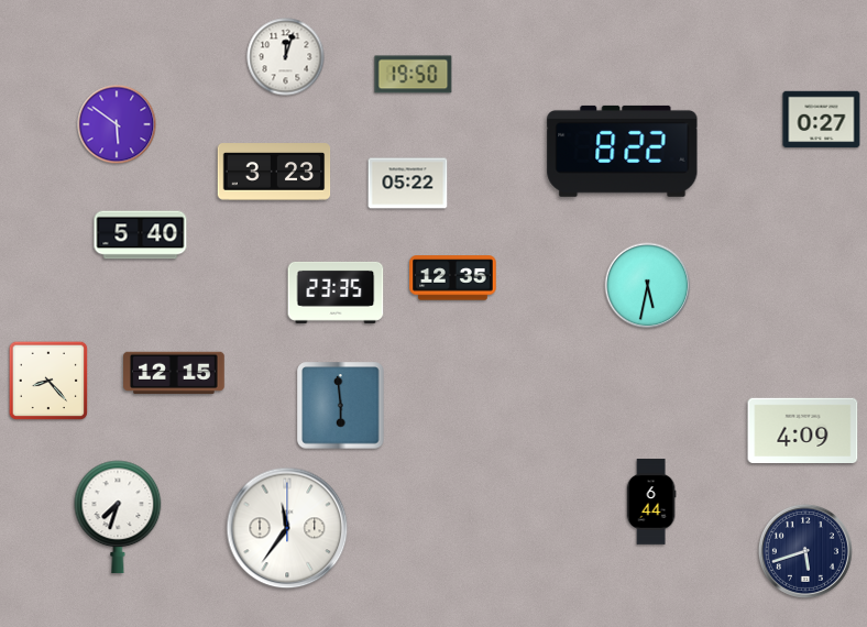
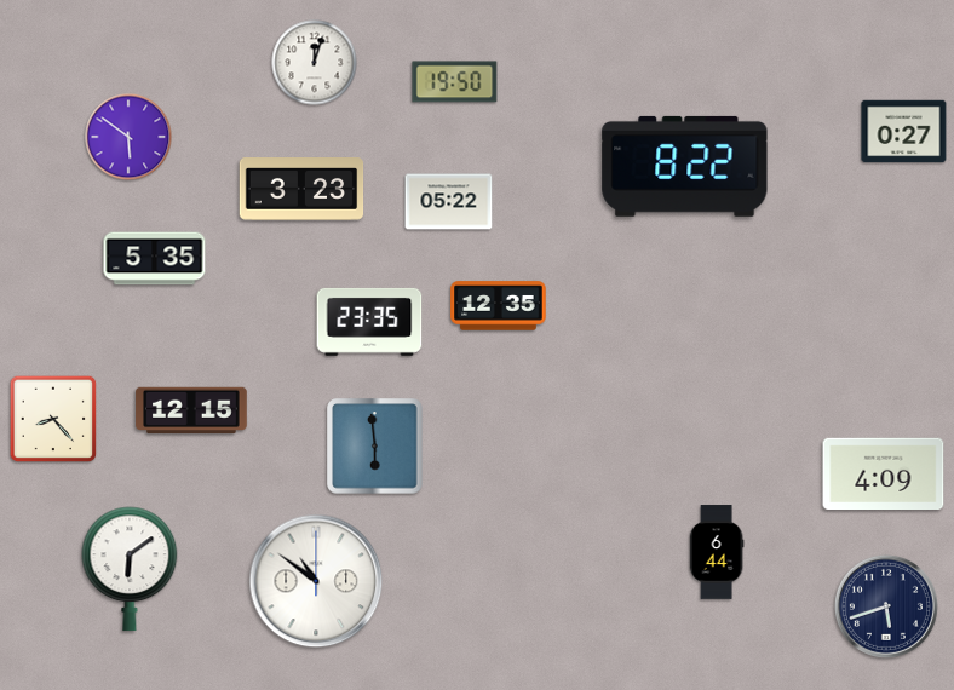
clock at (141, 235): 5:40 -> 5:35
clock at (648, 286): 5:32 -> none
clock at (118, 517): 7:33 -> 6:09
clock at (287, 528): 11:36 -> 10:51
